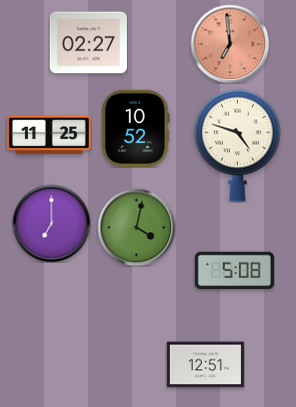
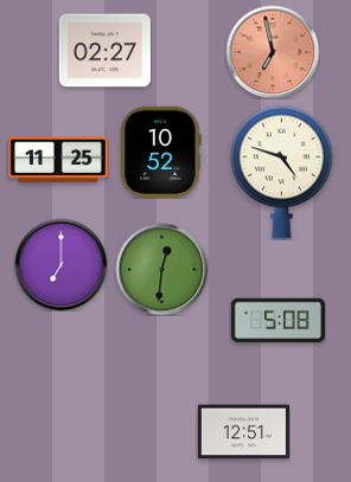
clock at (230, 44): 6:59 -> 6:58
clock at (136, 227): 4:02 -> 12:31
